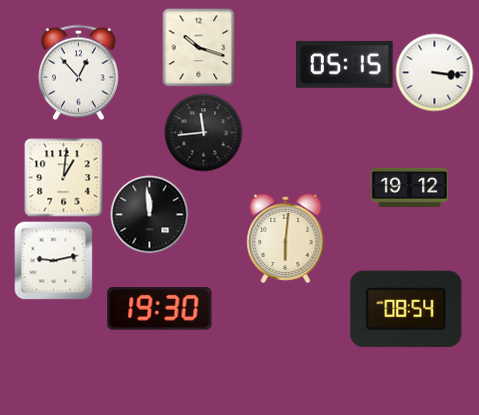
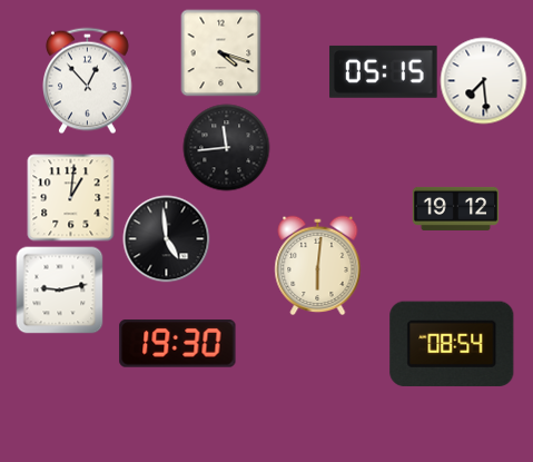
clock at (199, 47): 10:18 -> 4:18
clock at (434, 72): 3:16 -> 7:29
clock at (149, 214): 11:59 -> 4:59
